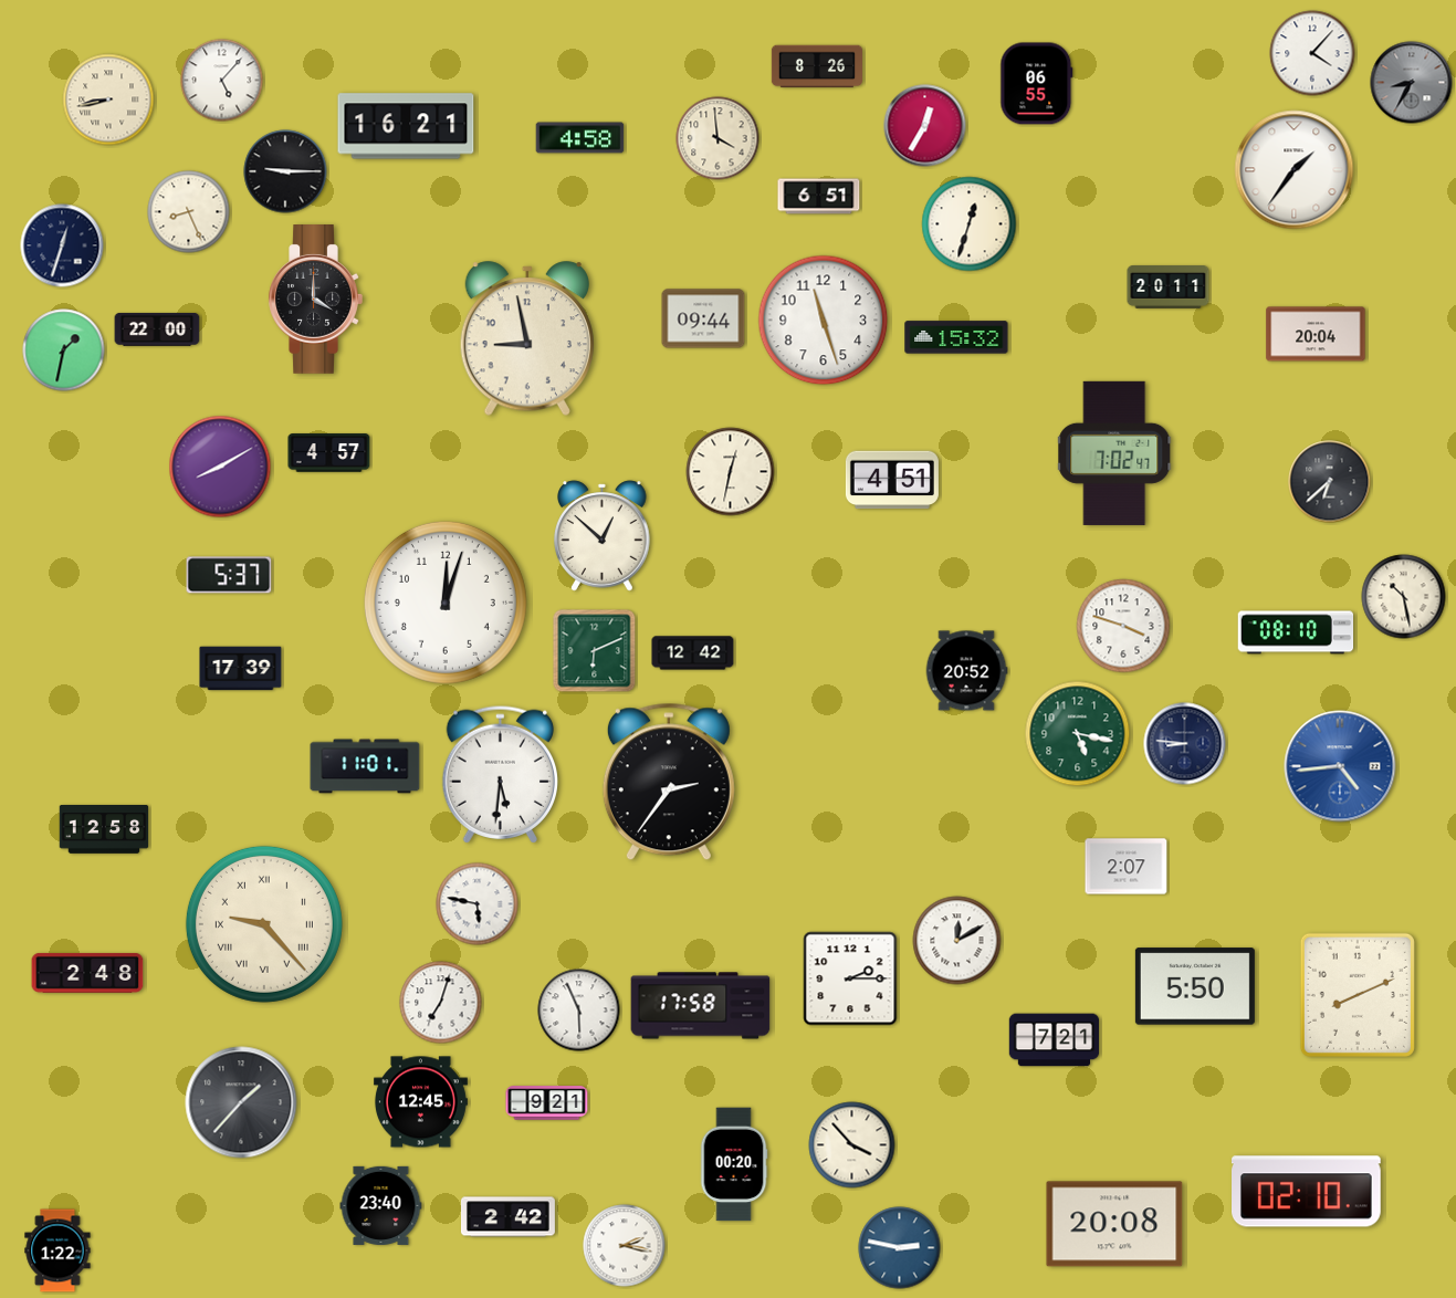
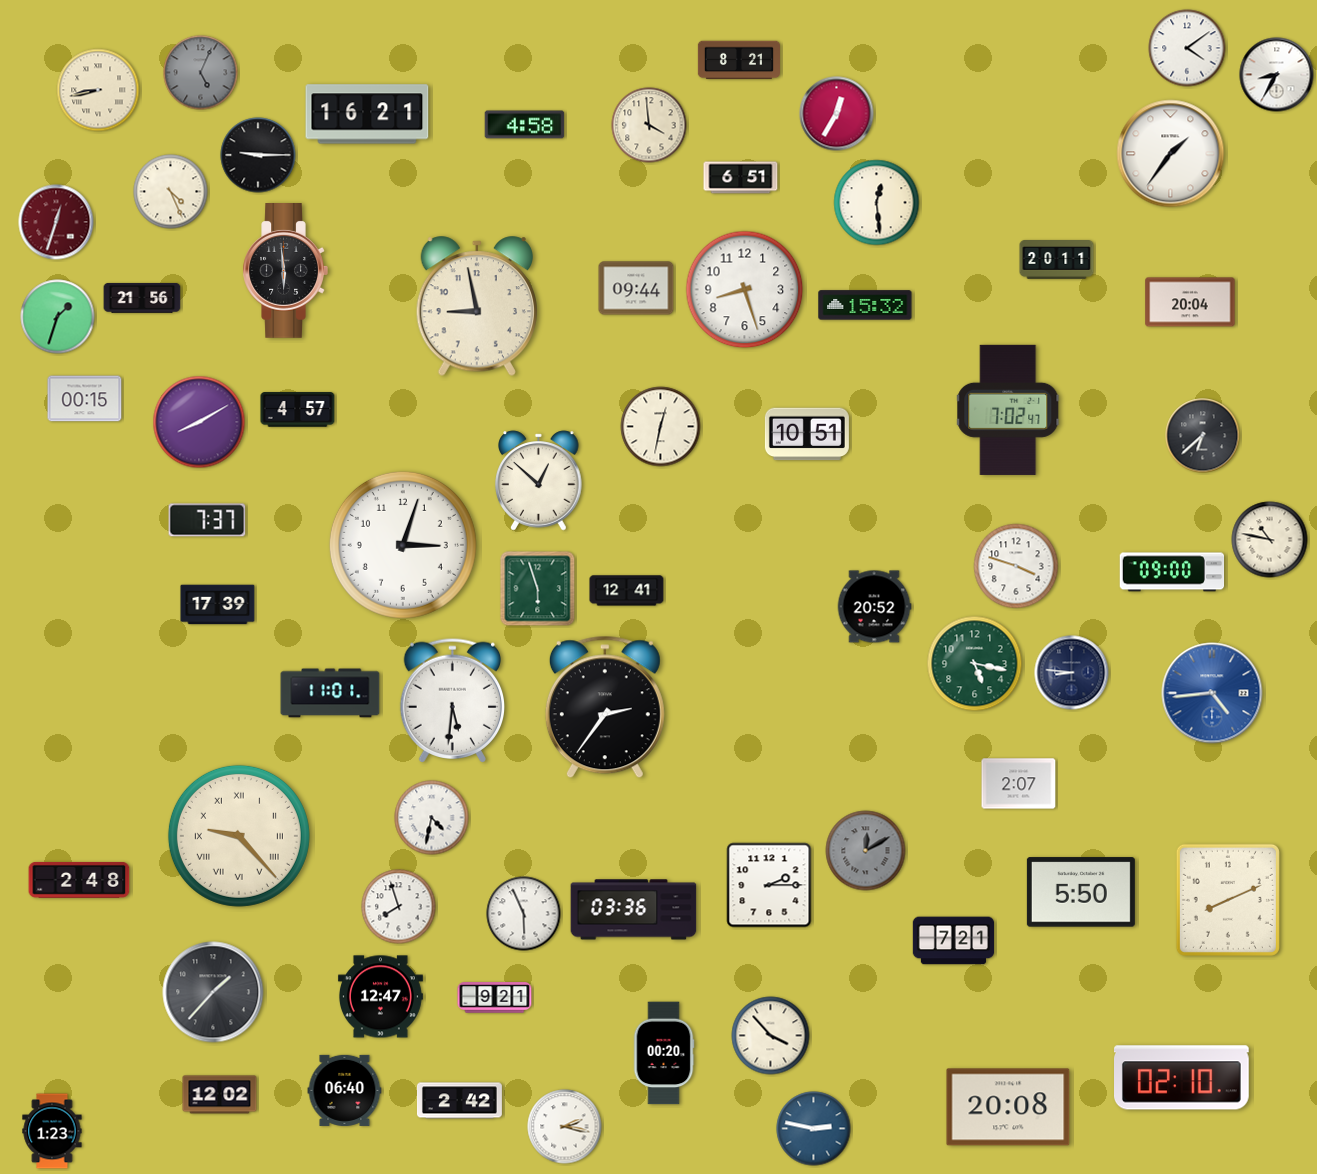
clock at (1312, 53): 4:07 -> 4:09
clock at (816, 66): 8:26 -> 8:21
clock at (222, 81): 5:07 -> 5:04
clock at (222, 81) dial: white -> grey
clock at (1412, 83) dial: grey -> white
clock at (1037, 84): 06:55 -> none
clock at (189, 212): 8:26 -> 4:26
clock at (970, 224): 12:33 -> 12:29
clock at (62, 245) dial: navy -> burgundy
clock at (315, 300): 4:00 -> 5:59
clock at (824, 321): 11:27 -> 8:27
clock at (157, 329): 22:00 -> 21:56
clock at (64, 350): 1:32 -> 1:33
clock at (85, 399): none -> 00:15
clock at (892, 480): 4:51 -> 10:51
clock at (603, 536) position: (603, 536) -> (539, 481)
clock at (229, 575): 5:37 -> 7:37
clock at (1404, 597): 10:28 -> 10:47
clock at (446, 603): 12:03 -> 3:03
clock at (1296, 632): 08:10 -> 09:00
clock at (595, 651): 6:11 -> 5:57
clock at (693, 653): 12:42 -> 12:41
clock at (104, 830): 12:58 -> none
clock at (478, 904): 5:47 -> 4:32
clock at (957, 941) dial: white -> grey
clock at (441, 1003): 7:03 -> 7:57
clock at (701, 1006): 17:58 -> 03:36
clock at (241, 1102) position: (241, 1102) -> (213, 992)
clock at (420, 1102): 12:45 -> 12:47
clock at (381, 1205): 23:40 -> 06:40
clock at (220, 1095): none -> 12:02
clock at (57, 1250): 1:22 -> 1:23
